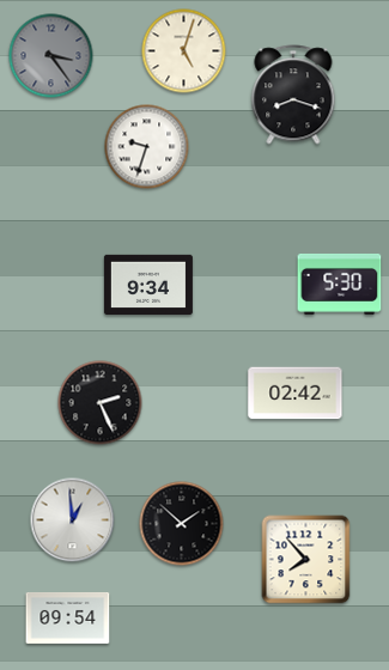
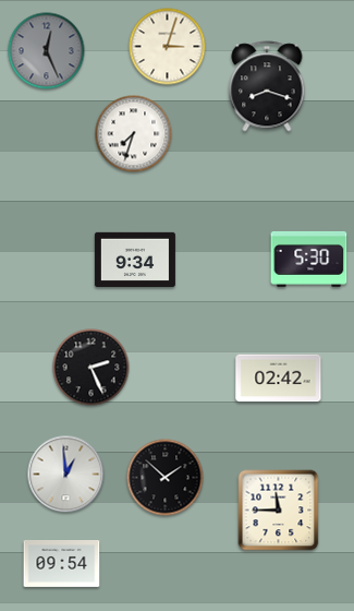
clock at (184, 51): 5:03 -> 3:03
clock at (51, 56): 3:24 -> 12:26
clock at (147, 147): 9:33 -> 7:33
clock at (296, 394) position: (296, 394) -> (279, 379)
clock at (306, 560): 7:53 -> 11:45
